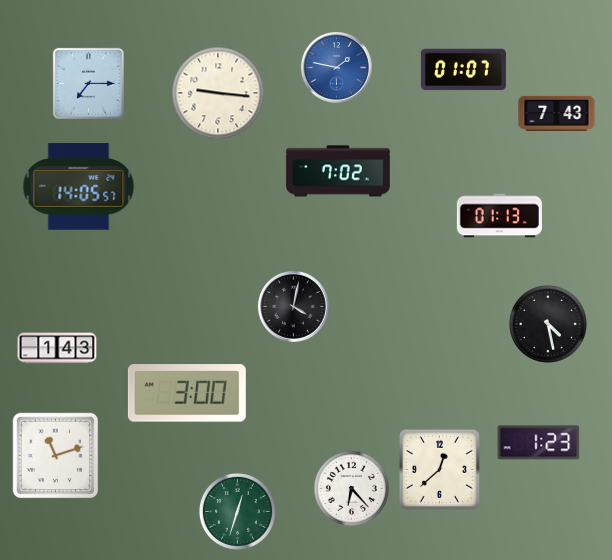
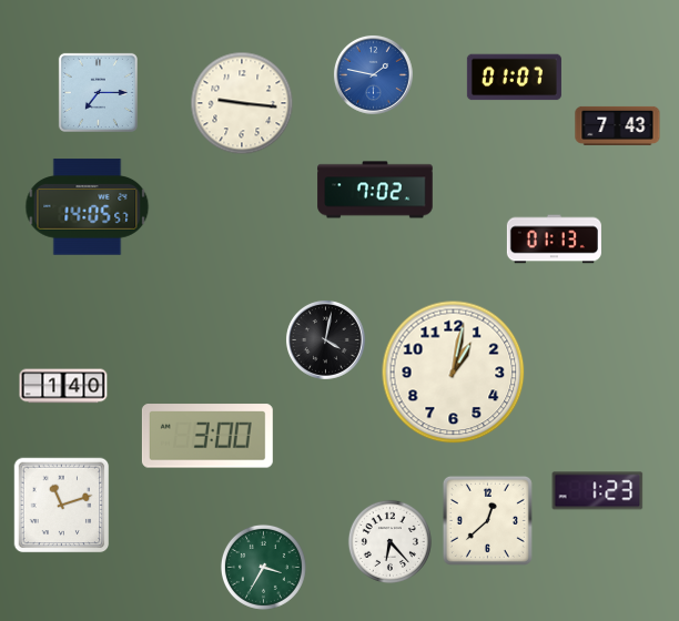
clock at (548, 324): 4:28 -> none
clock at (454, 373): none -> 1:02
clock at (57, 348): 1:43 -> 1:40
clock at (237, 511): 12:33 -> 3:35
